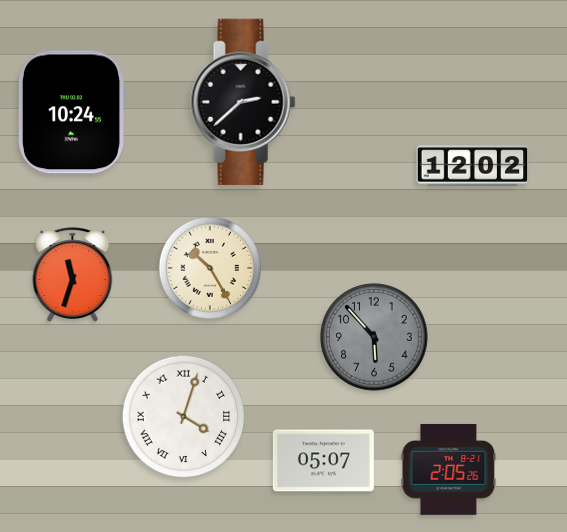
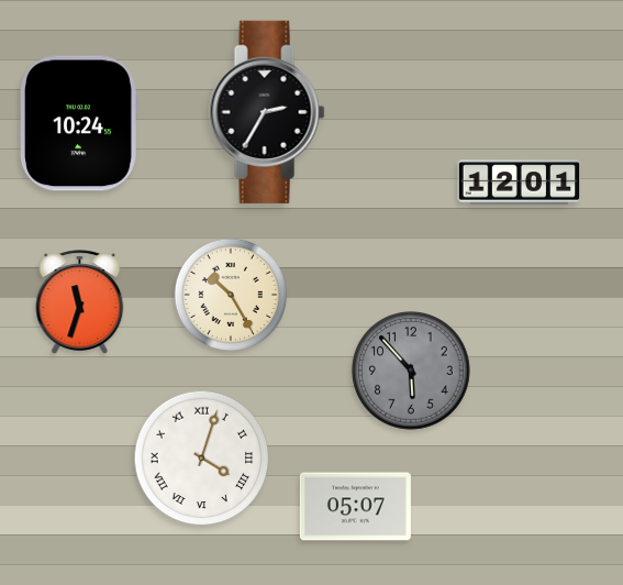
clock at (243, 102): 2:38 -> 2:35
clock at (473, 166): 12:02 -> 12:01
clock at (449, 469): 2:05 -> none
